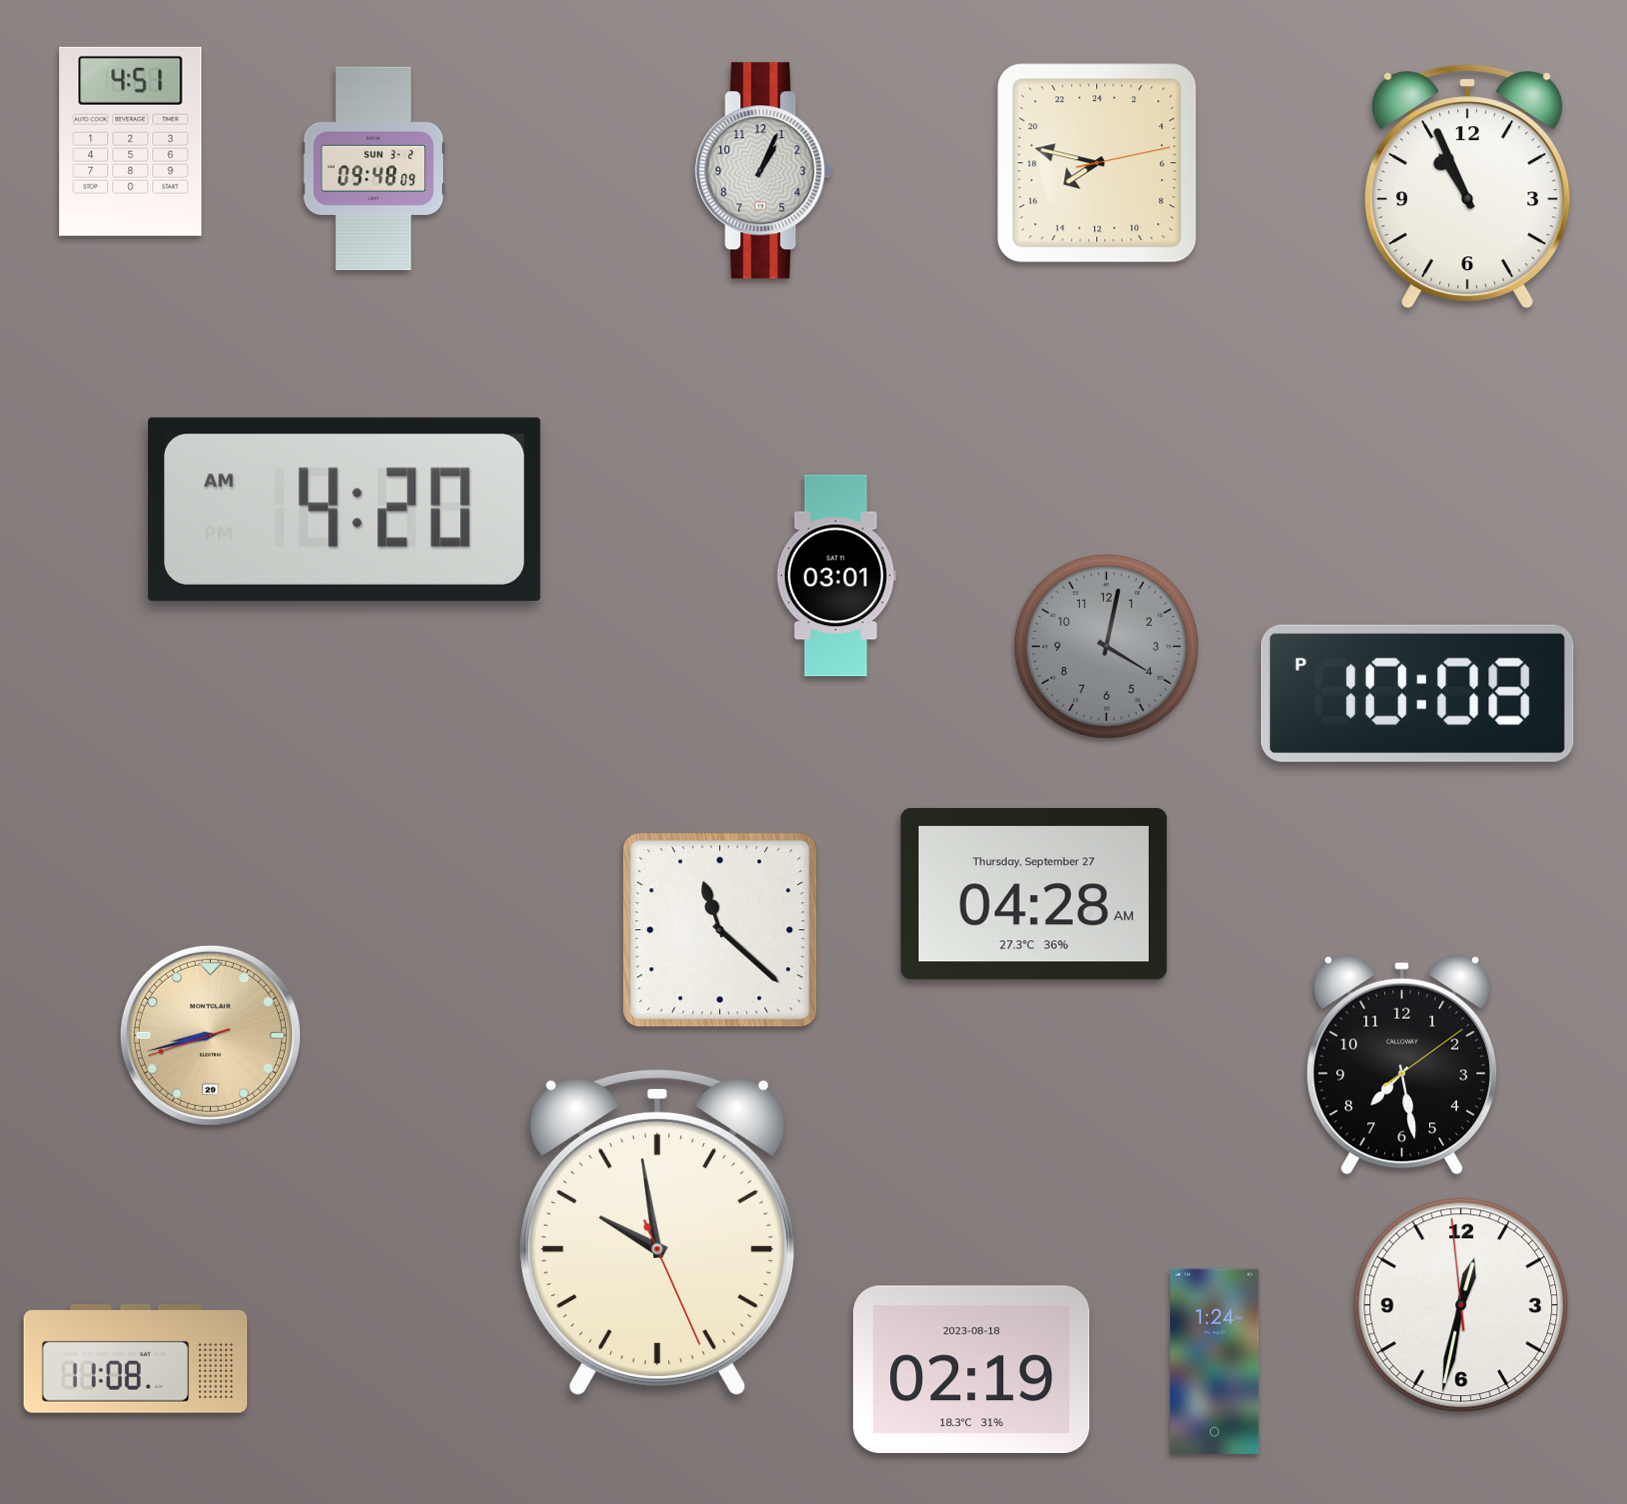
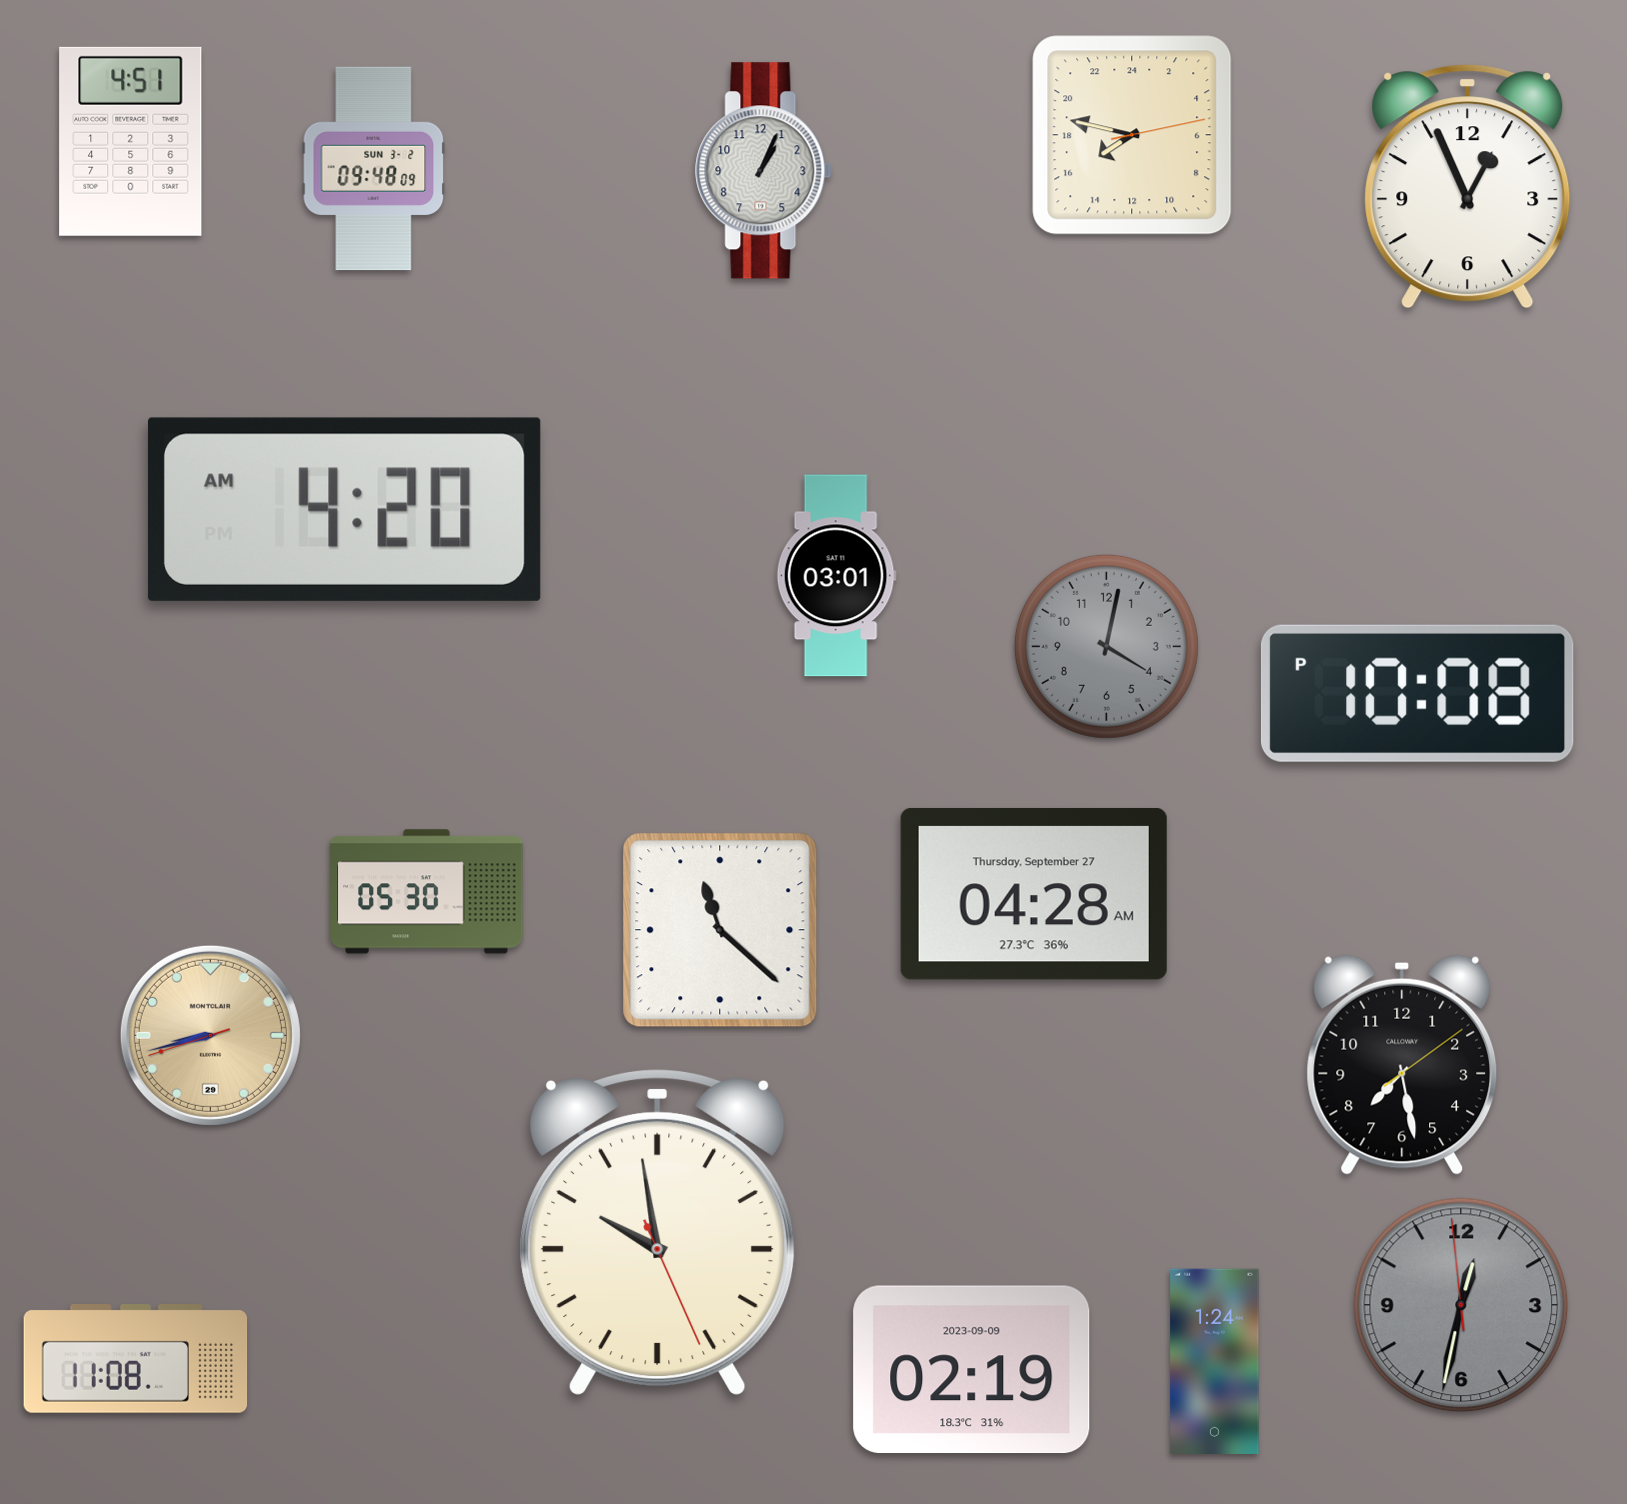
clock at (1097, 163) position: (1097, 163) -> (1132, 135)
clock at (1468, 187): 10:56 -> 12:56
clock at (427, 892): none -> 05:30
clock at (1461, 1305) dial: white -> grey
clock at (972, 1369) date: 2023-08-18 -> 2023-09-09
